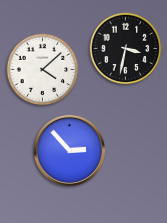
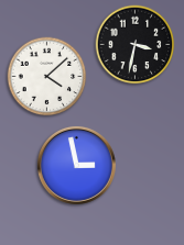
clock at (126, 49) position: (126, 49) -> (136, 45)
clock at (69, 150): 2:53 -> 2:58
